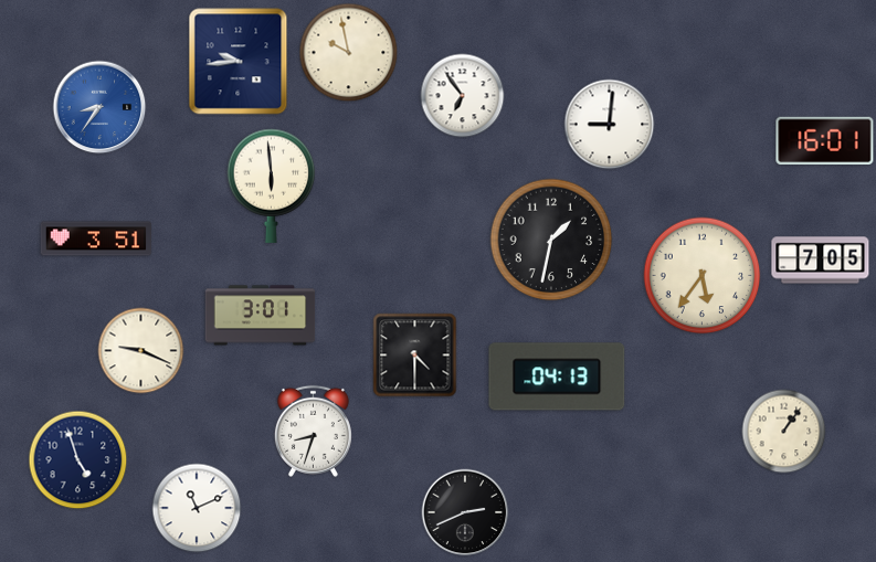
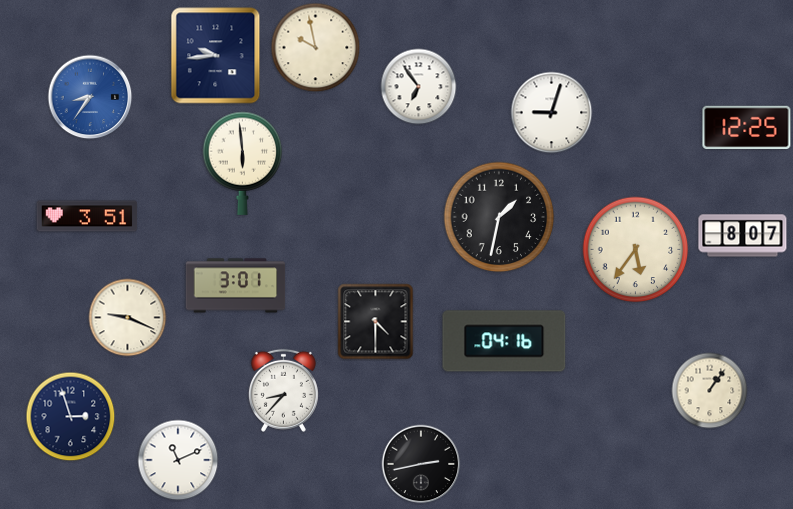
clock at (610, 125): 9:01 -> 9:03
clock at (825, 141): 16:01 -> 12:25
clock at (272, 185) position: (272, 185) -> (243, 163)
clock at (821, 261): 7:05 -> 8:07
clock at (557, 377): 04:13 -> 04:16
clock at (313, 431): 8:33 -> 8:37
clock at (78, 460): 4:57 -> 2:57
clock at (465, 512): 2:41 -> 2:43
